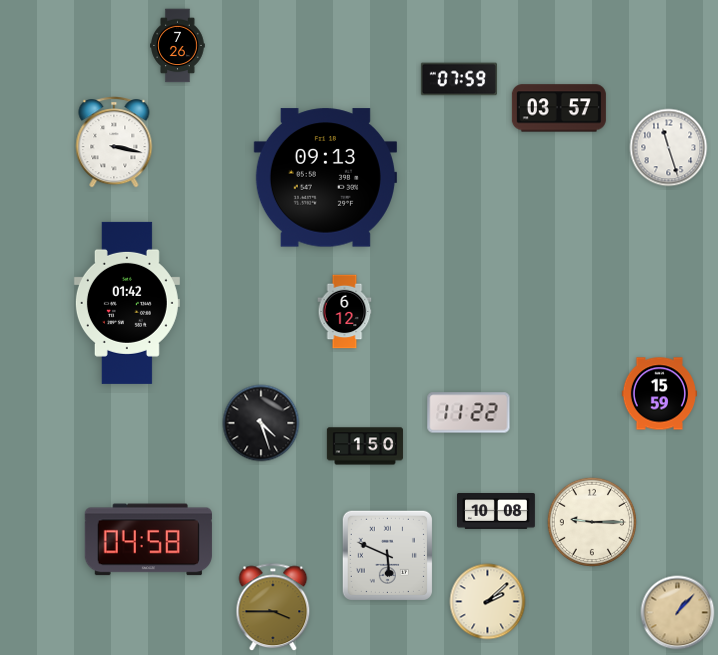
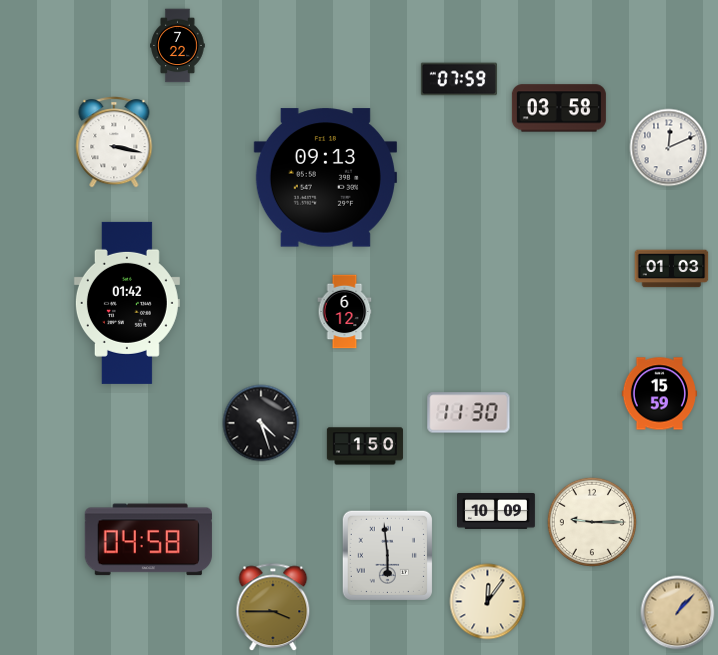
clock at (178, 46): 7:26 -> 7:22
clock at (559, 108): 03:57 -> 03:58
clock at (669, 148): 11:27 -> 12:11
clock at (672, 269): none -> 01:03
clock at (469, 413): 11:22 -> 11:30
clock at (497, 512): 10:08 -> 10:09
clock at (387, 555): 5:49 -> 5:59
clock at (488, 602): 2:08 -> 12:06
